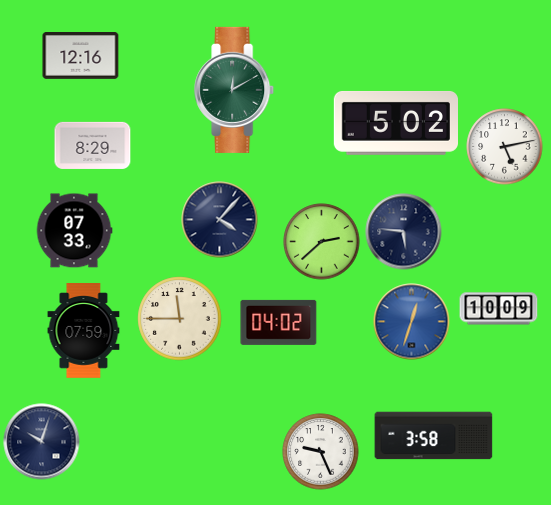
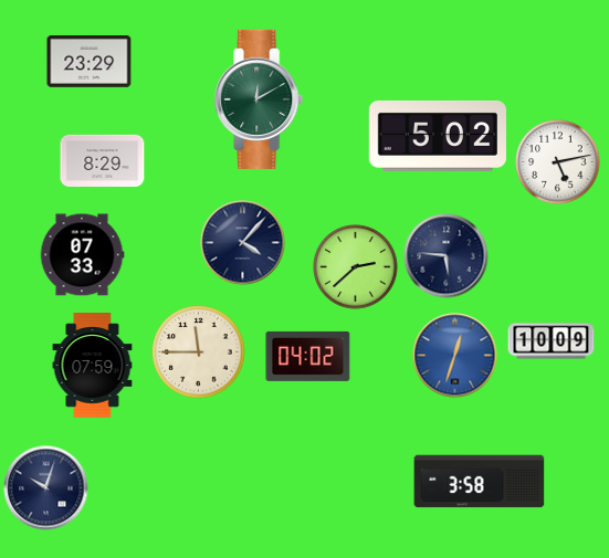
clock at (81, 56): 12:16 -> 23:29
clock at (321, 452): 9:26 -> none
